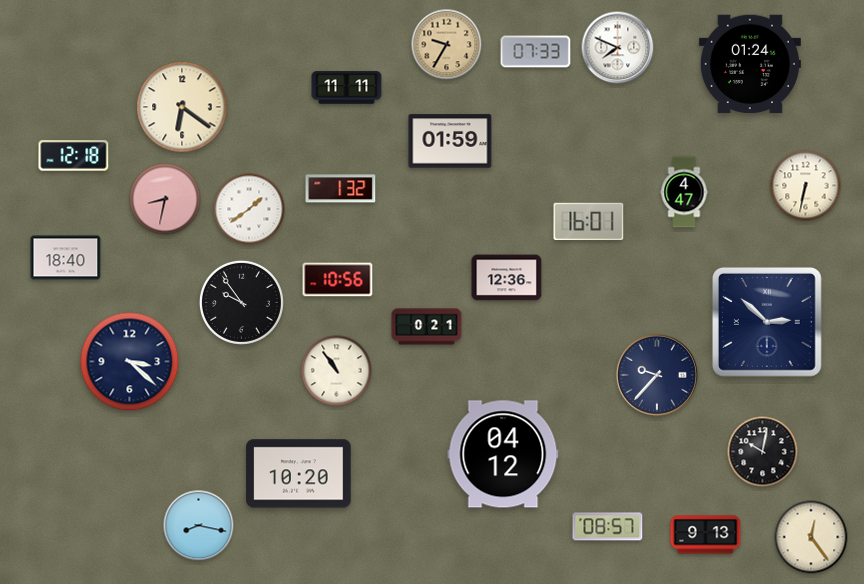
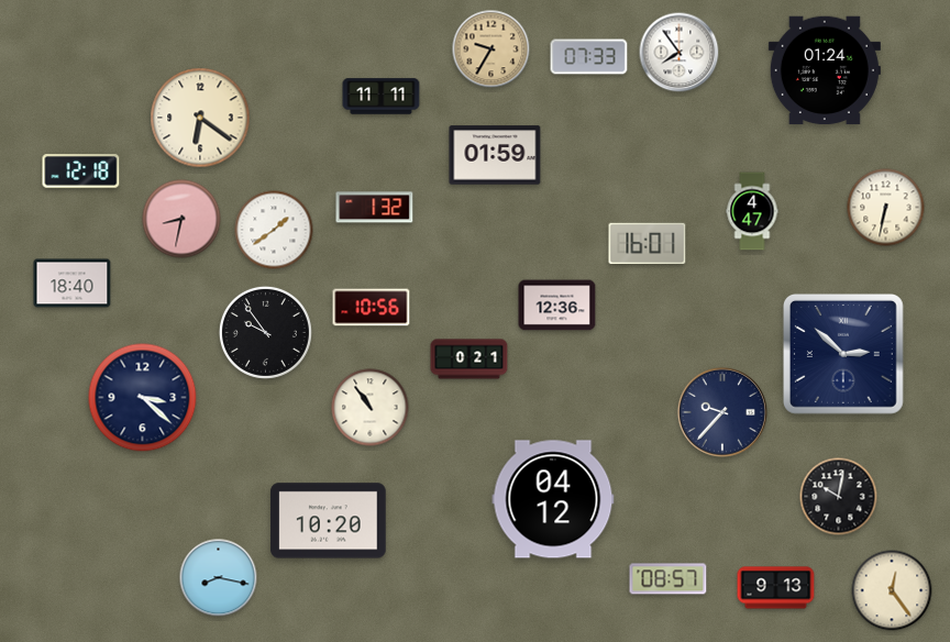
clock at (618, 48): 7:49 -> 7:54
clock at (806, 186) position: (806, 186) -> (886, 208)
